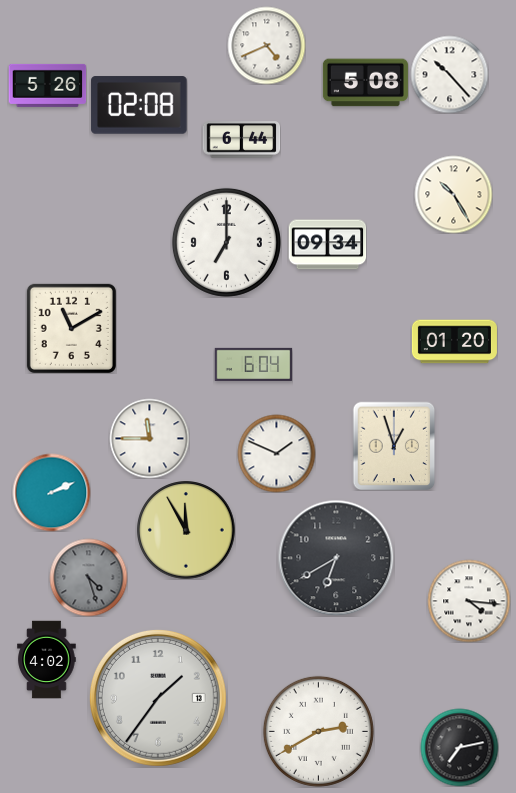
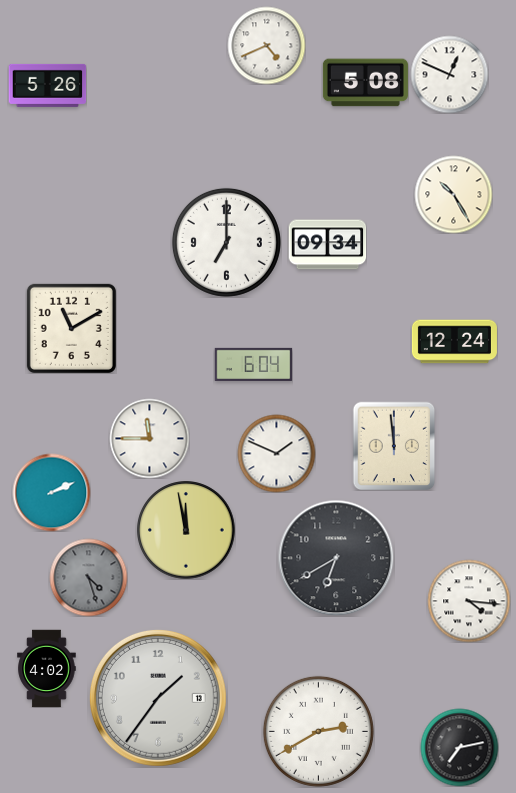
clock at (449, 74): 10:23 -> 12:49
clock at (139, 105): 02:08 -> none
clock at (241, 140): 6:44 -> none
clock at (454, 342): 01:20 -> 12:24
clock at (394, 446): 12:57 -> 11:59
clock at (186, 530): 11:55 -> 11:58
clock at (47, 659) position: (47, 659) -> (47, 668)
